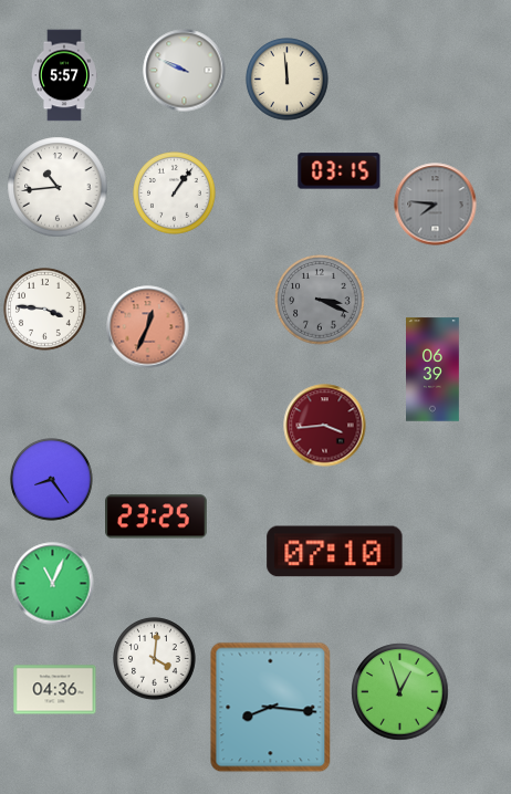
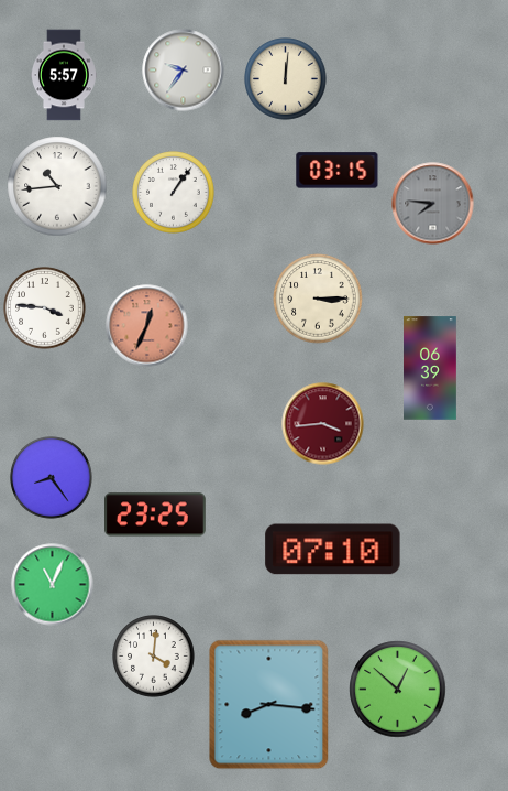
clock at (185, 71): 9:49 -> 9:36
clock at (288, 80): 11:59 -> 12:01
clock at (320, 300): 3:19 -> 3:15
clock at (320, 300) dial: grey -> cream
clock at (53, 584) position: (53, 584) -> (53, 585)
clock at (55, 690): 04:36 -> none
clock at (400, 692): 12:57 -> 12:52
